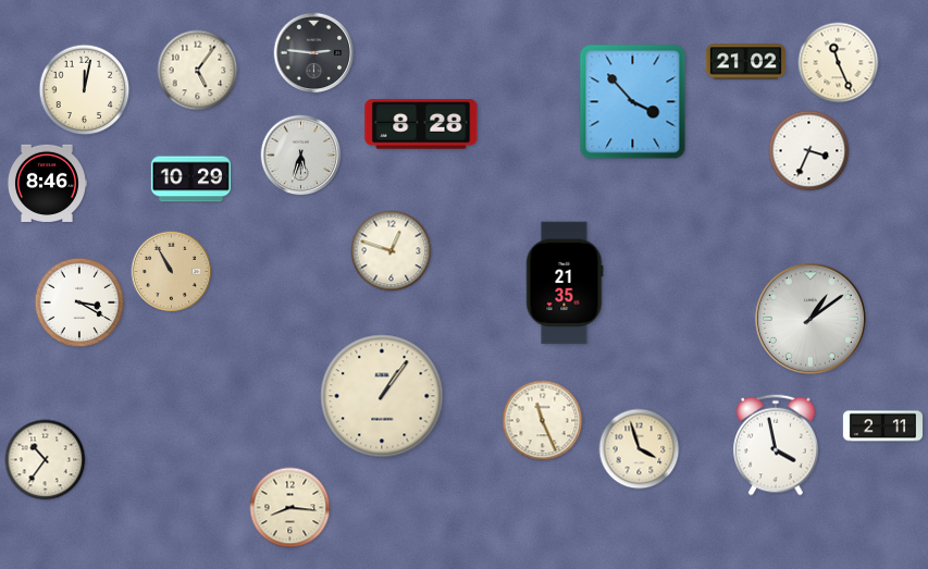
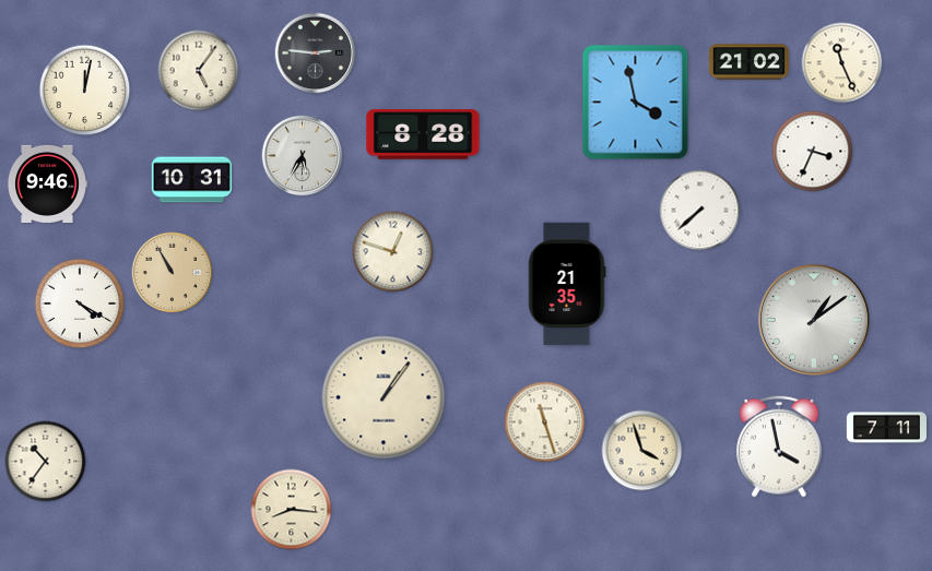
clock at (633, 102): 3:53 -> 3:58
clock at (421, 124) position: (421, 124) -> (423, 134)
clock at (301, 156): 5:33 -> 5:35
clock at (190, 180): 10:29 -> 10:31
clock at (47, 183): 8:46 -> 9:46
clock at (700, 211): none -> 7:38
clock at (79, 302): 3:20 -> 4:20
clock at (543, 421): 11:26 -> 11:27
clock at (882, 426): 2:11 -> 7:11
